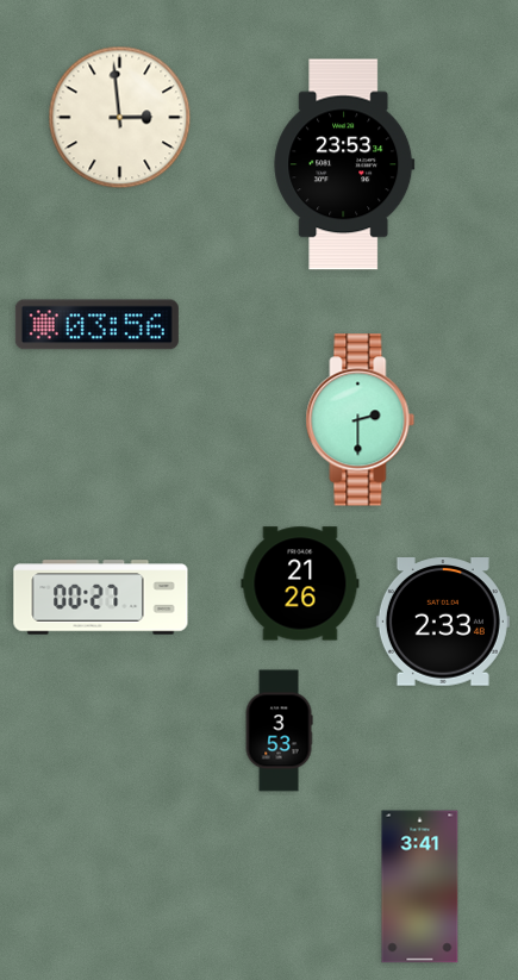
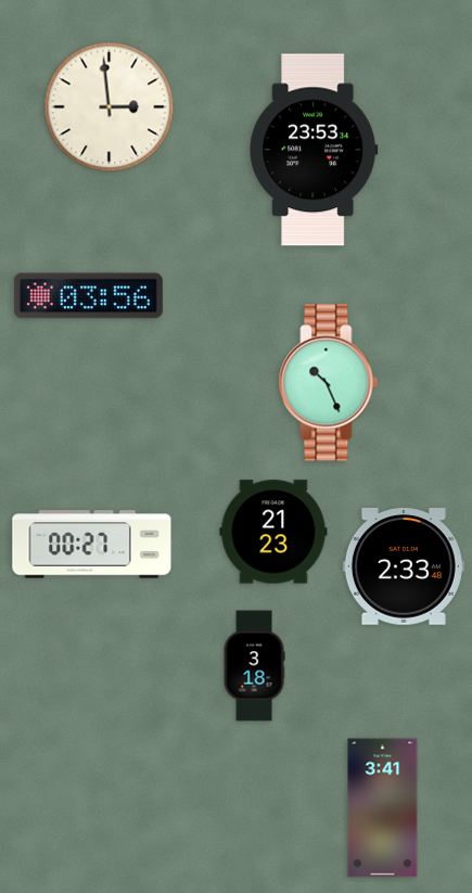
clock at (361, 420): 2:30 -> 10:26
clock at (300, 583): 21:26 -> 21:23
clock at (279, 731): 3:53 -> 3:18
